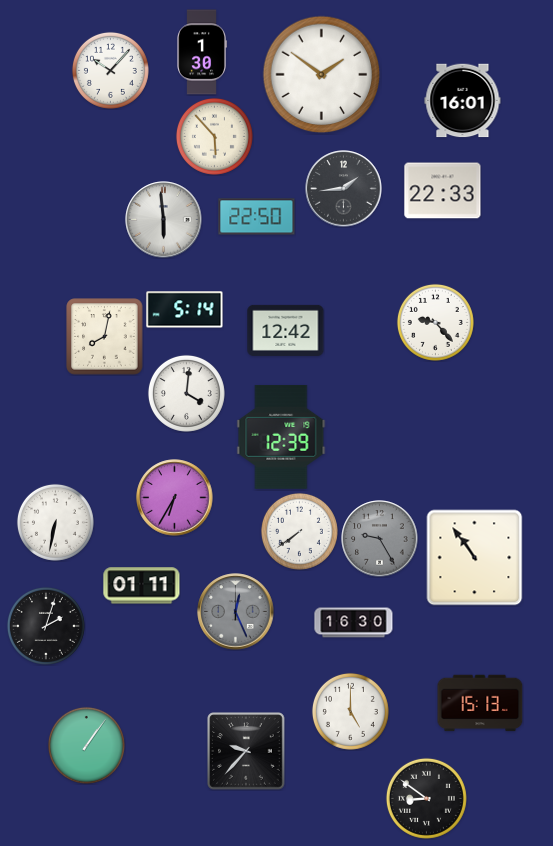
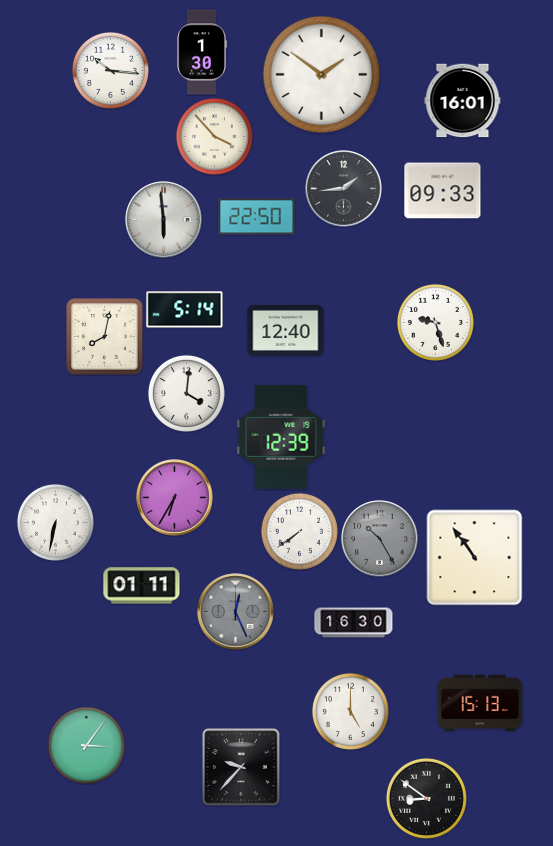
clock at (110, 70): 10:07 -> 10:16
clock at (214, 136): 5:53 -> 3:53
clock at (443, 191): 22:33 -> 09:33
clock at (435, 322): 9:23 -> 9:27
clock at (286, 330): 12:42 -> 12:40
clock at (380, 539): 9:25 -> 10:25
clock at (46, 626): 2:03 -> none
clock at (86, 745): 1:06 -> 3:06
clock at (246, 751) position: (246, 751) -> (241, 767)
